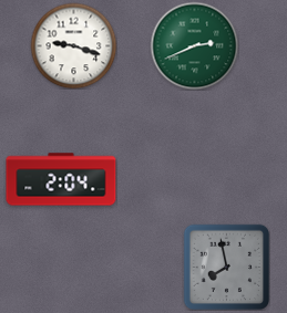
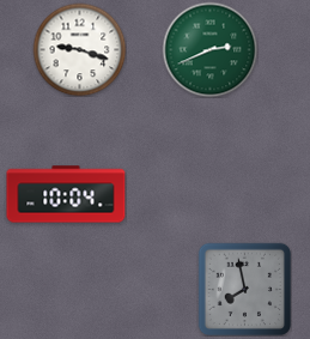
clock at (61, 179): 2:04 -> 10:04
